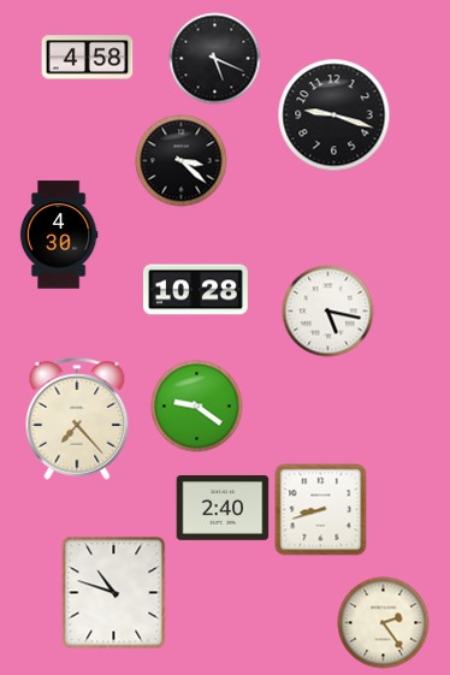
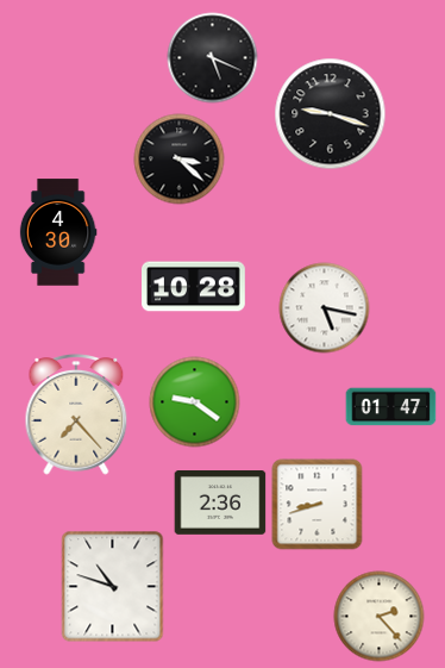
clock at (88, 58): 4:58 -> none
clock at (391, 407): none -> 01:47
clock at (223, 509): 2:40 -> 2:36
clock at (384, 623): 2:24 -> 2:23
